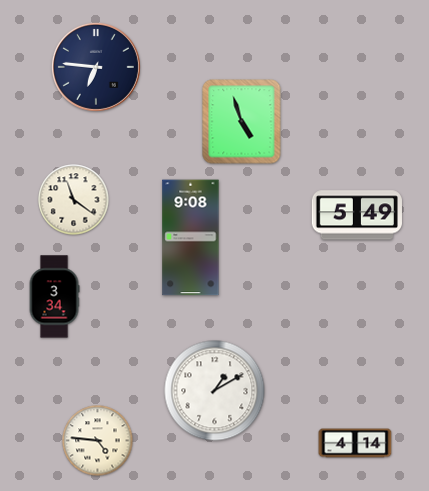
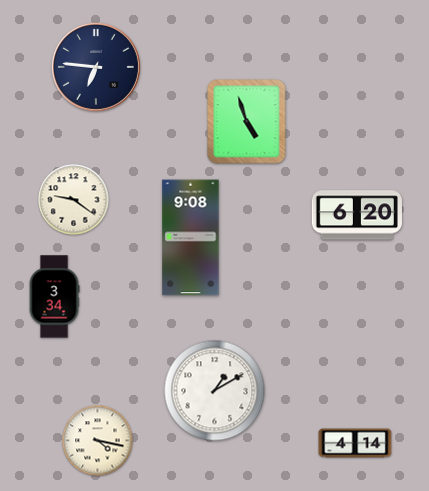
clock at (242, 122) position: (242, 122) -> (247, 122)
clock at (74, 200): 11:21 -> 9:21
clock at (356, 215): 5:49 -> 6:20
clock at (98, 441): 4:46 -> 4:17
